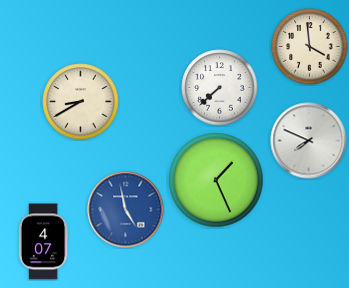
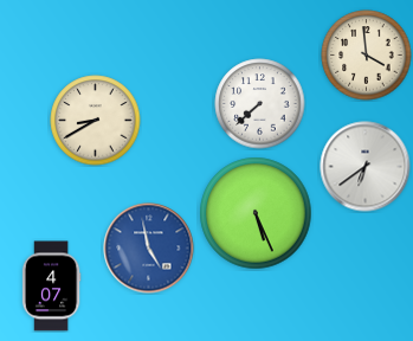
clock at (309, 141): 7:49 -> 6:39
clock at (216, 180): 1:26 -> 5:26
